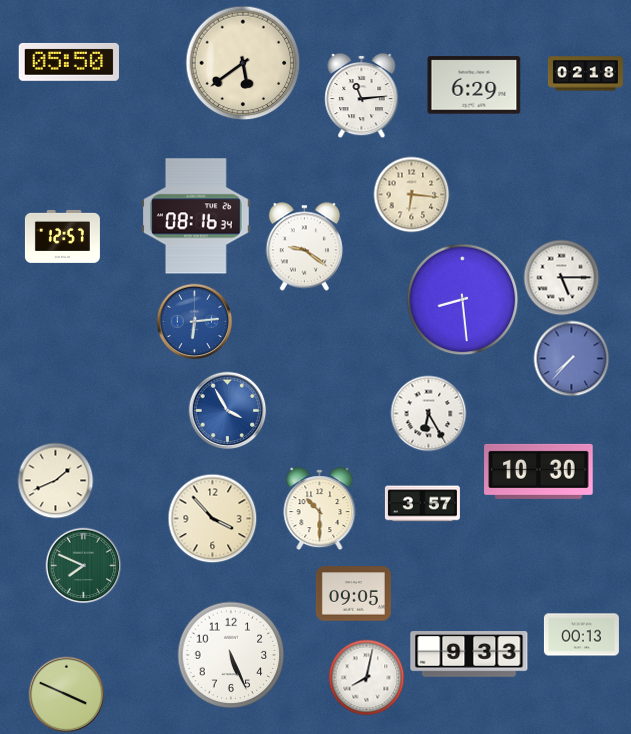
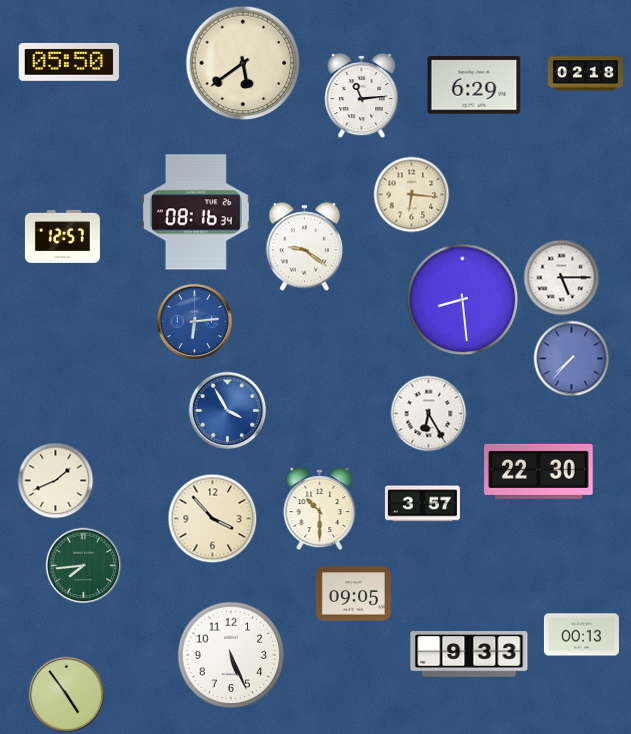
clock at (197, 216) position: (197, 216) -> (197, 212)
clock at (539, 471): 10:30 -> 22:30
clock at (84, 566): 7:49 -> 7:44
clock at (367, 678): 8:02 -> none
clock at (67, 695): 3:49 -> 4:54
